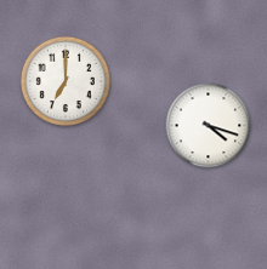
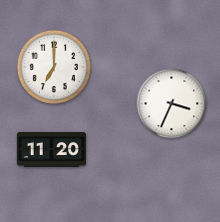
clock at (209, 126): 4:18 -> 3:34
clock at (52, 150): none -> 11:20
